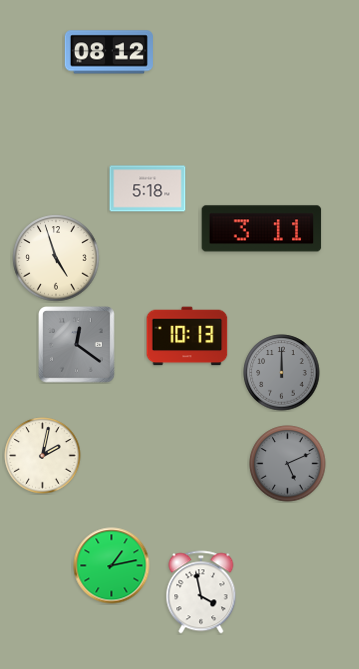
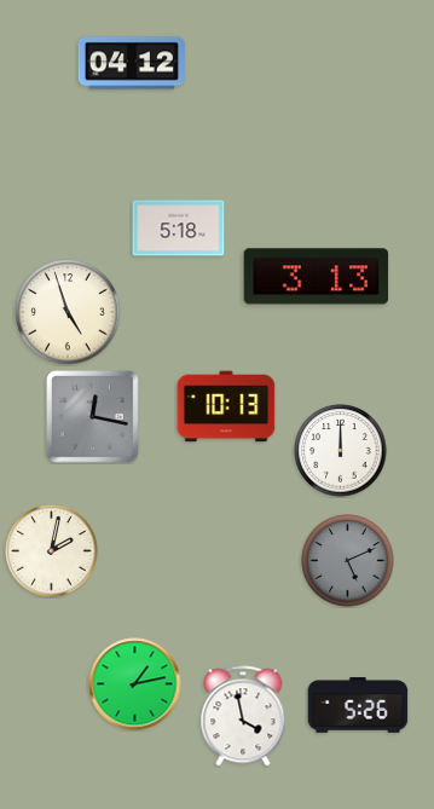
clock at (109, 52): 08:12 -> 04:12
clock at (262, 229): 3:11 -> 3:13
clock at (77, 345): 12:21 -> 12:17
clock at (282, 373) dial: grey -> white
clock at (358, 705): none -> 5:26
